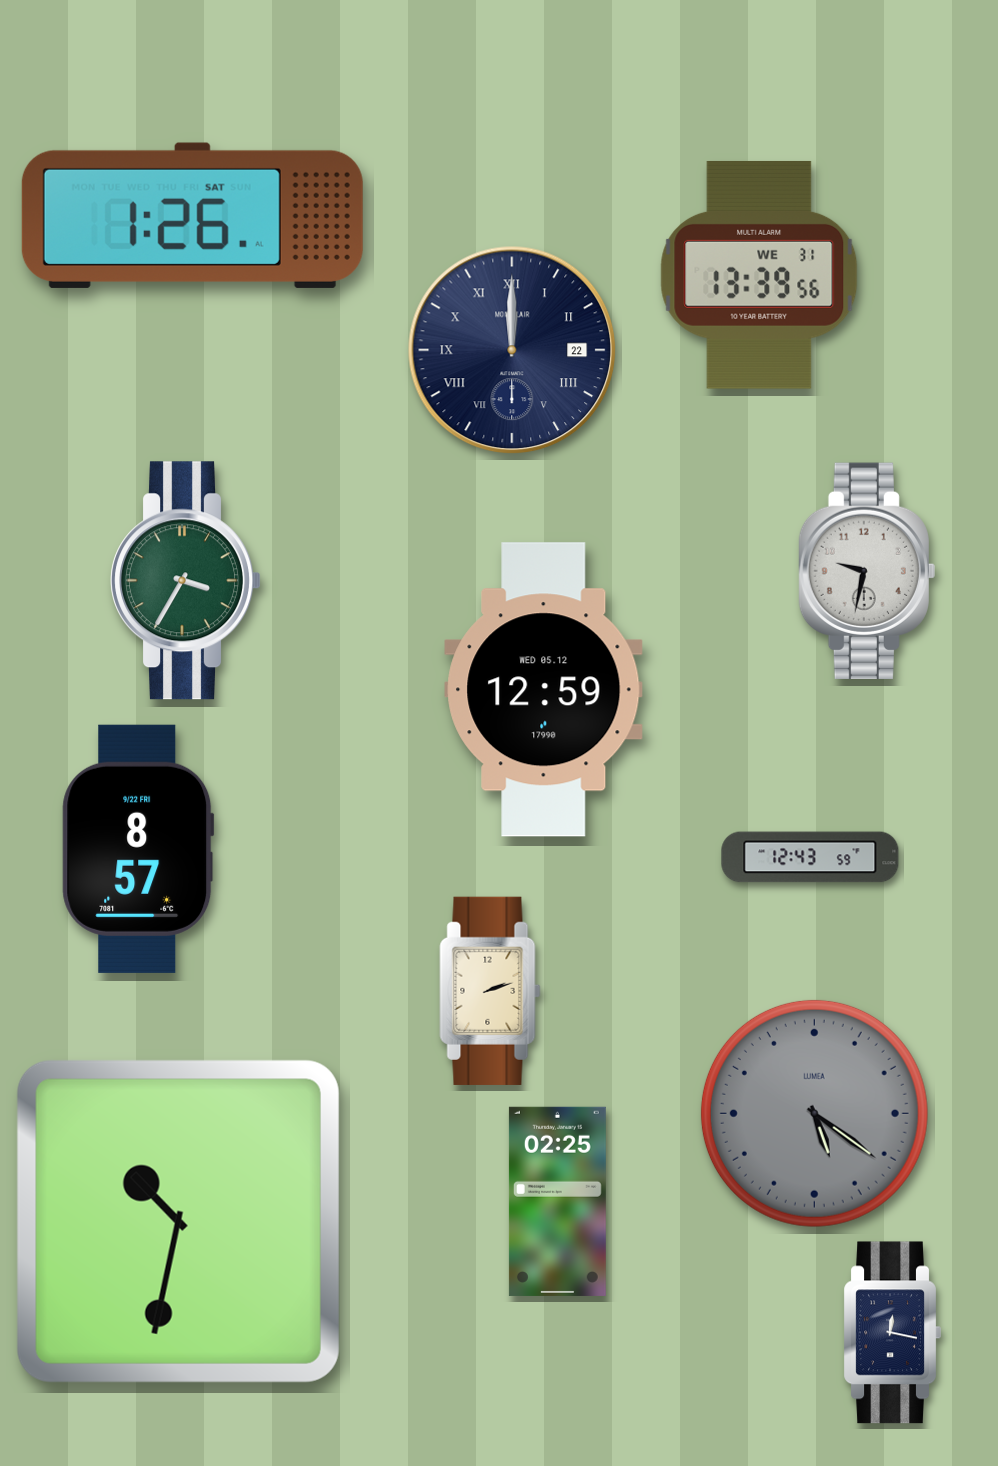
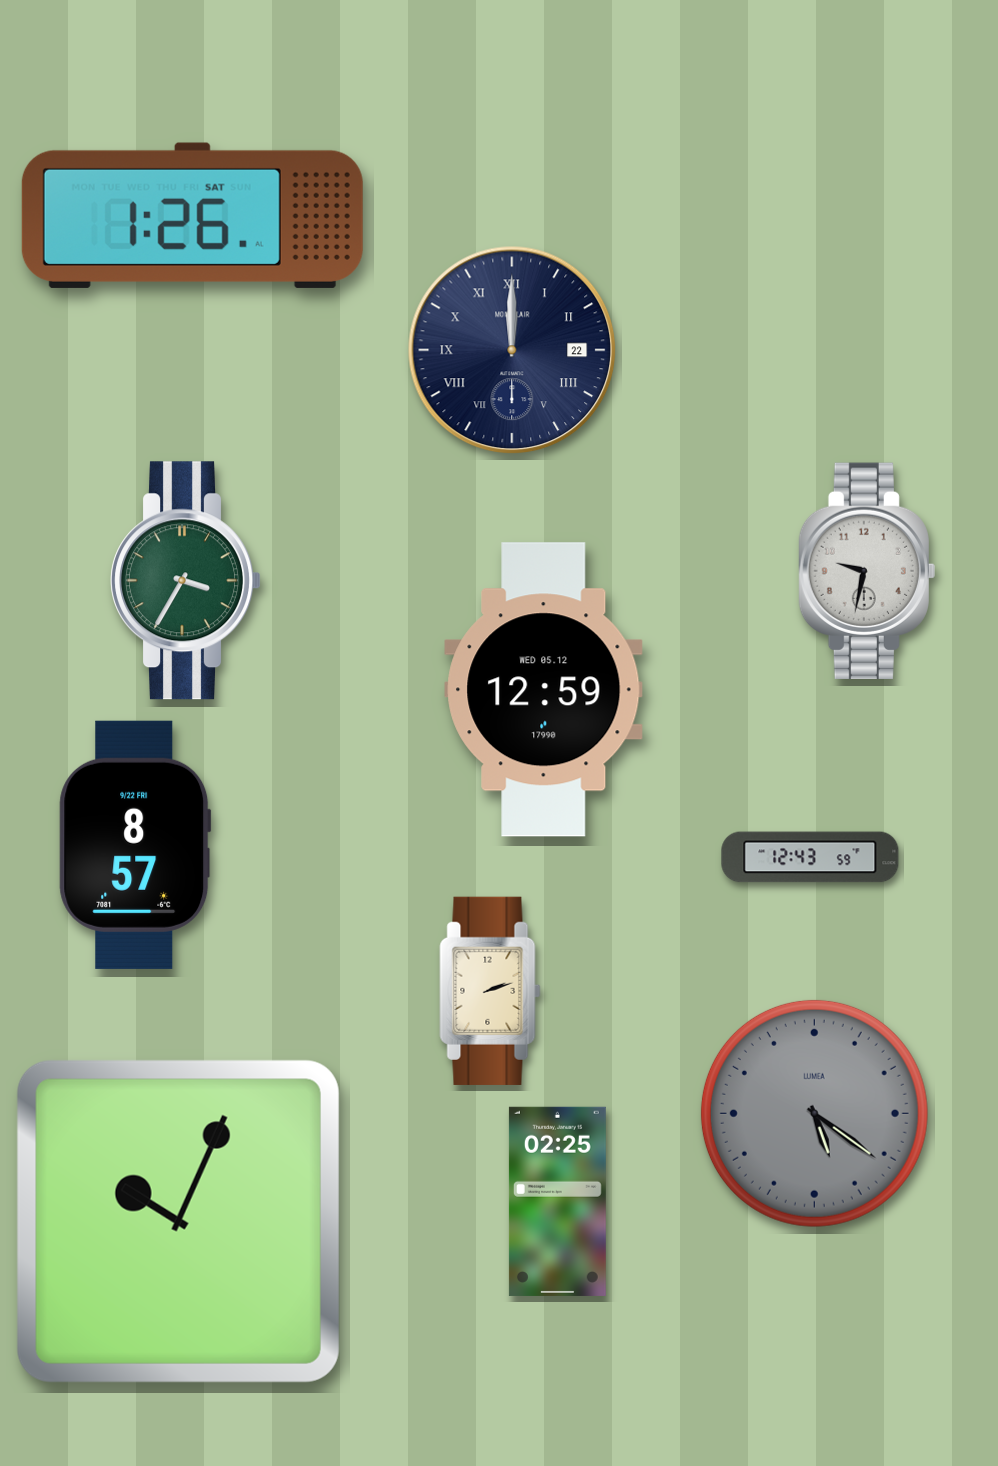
clock at (759, 275): 13:39 -> none
clock at (138, 849) position: (138, 849) -> (135, 845)
clock at (178, 1221): 10:32 -> 10:04
clock at (892, 1333): 12:17 -> none
